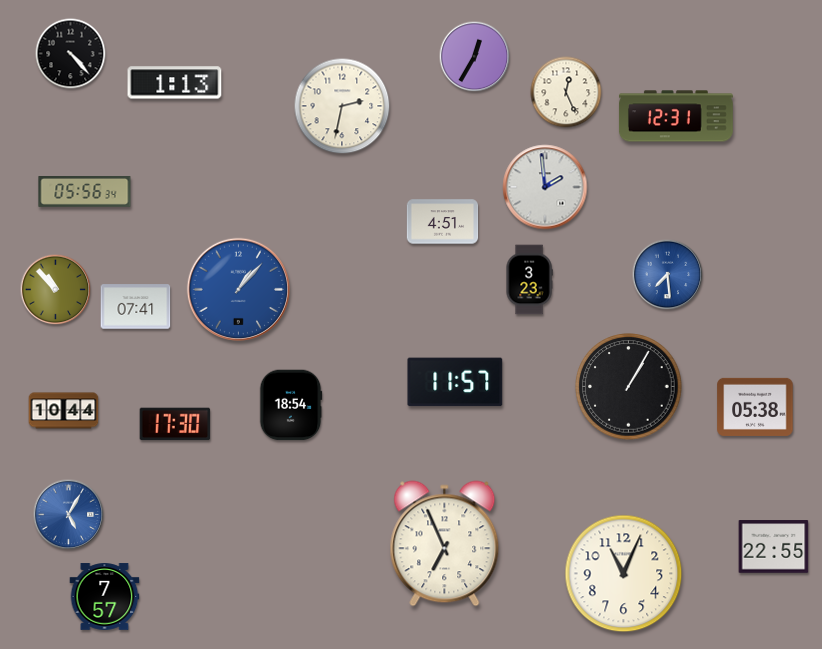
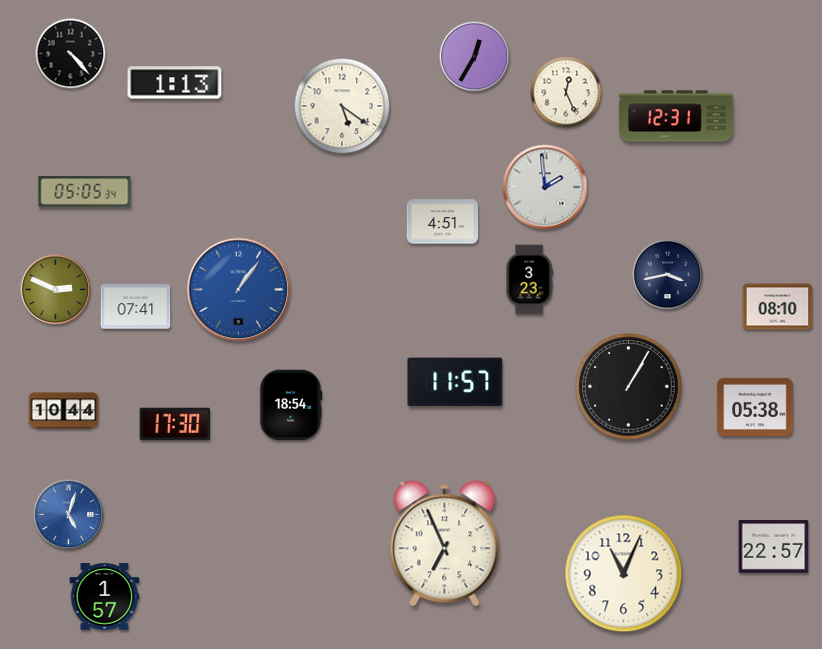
clock at (342, 106): 2:32 -> 5:21
clock at (85, 192): 05:56 -> 05:05
clock at (668, 275): 7:29 -> 3:43
clock at (668, 275) dial: blue -> navy
clock at (238, 289): 1:07 -> 1:06
clock at (56, 290): 10:53 -> 2:49
clock at (778, 307): none -> 08:10
clock at (69, 515): 5:05 -> 5:03
clock at (774, 547): 22:55 -> 22:57
clock at (105, 597): 7:57 -> 1:57
